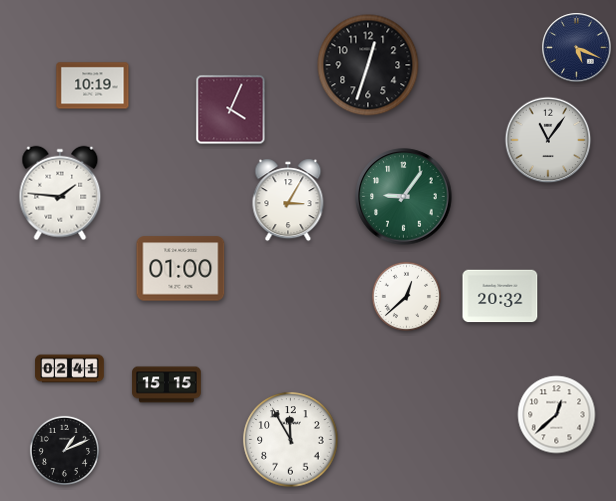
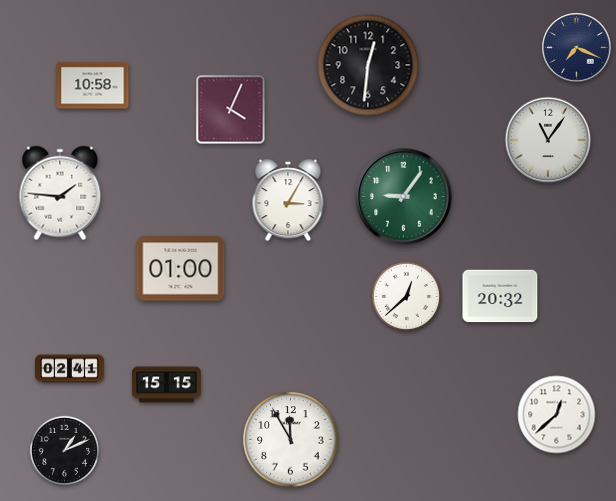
clock at (577, 48): 5:19 -> 7:19
clock at (368, 65): 12:33 -> 12:31
clock at (93, 86): 10:19 -> 10:58
